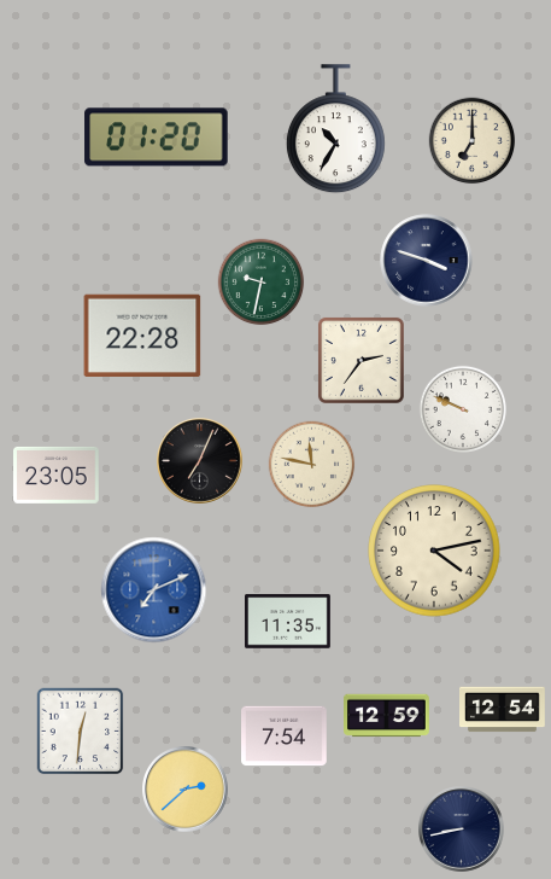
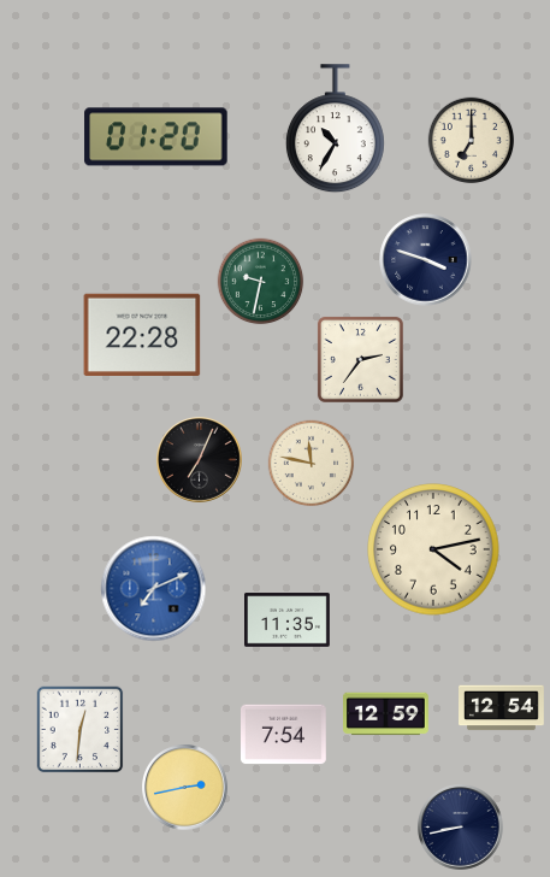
clock at (462, 408): 9:49 -> none
clock at (57, 475): 23:05 -> none
clock at (186, 790): 2:38 -> 2:43
